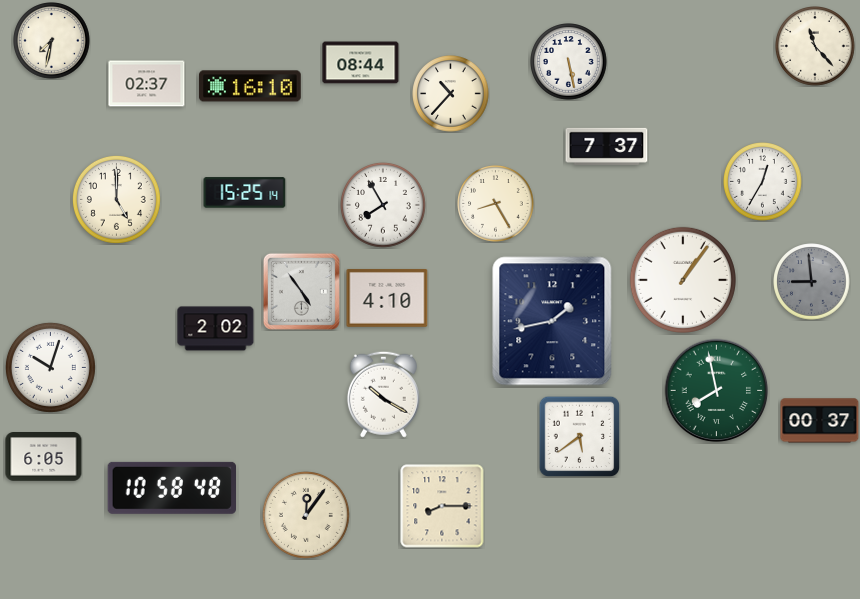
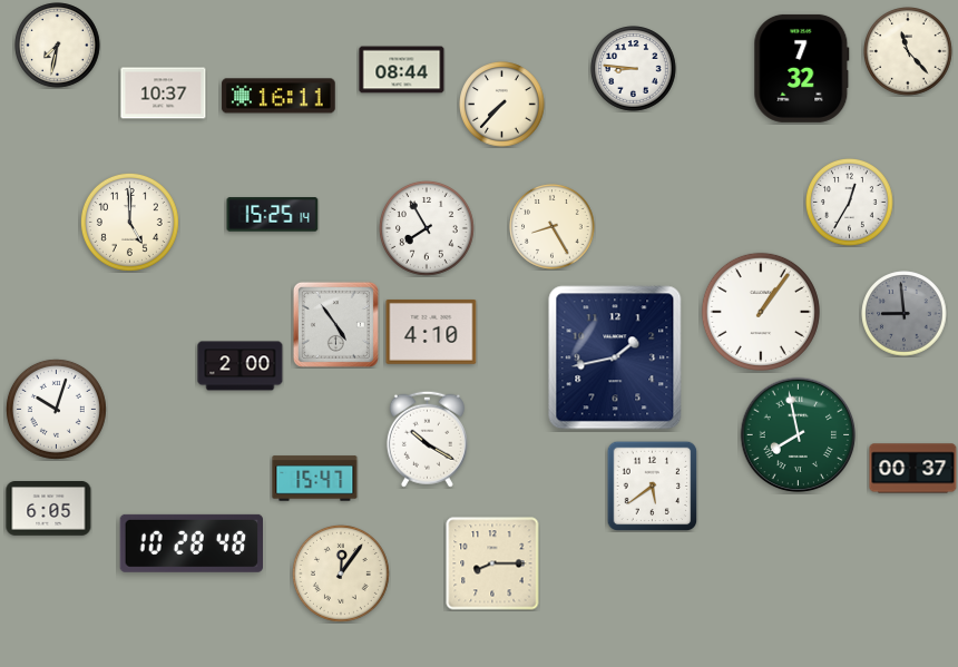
clock at (802, 68): none -> 7:32
clock at (569, 62): 5:28 -> 8:46
clock at (147, 84): 02:37 -> 10:37
clock at (250, 86): 16:10 -> 16:11
clock at (451, 94): 10:37 -> 7:37
clock at (607, 146): 7:37 -> none
clock at (216, 329): 2:02 -> 2:00
clock at (315, 479): none -> 15:47
clock at (579, 436) position: (579, 436) -> (652, 485)
clock at (171, 488): 10:58 -> 10:28
